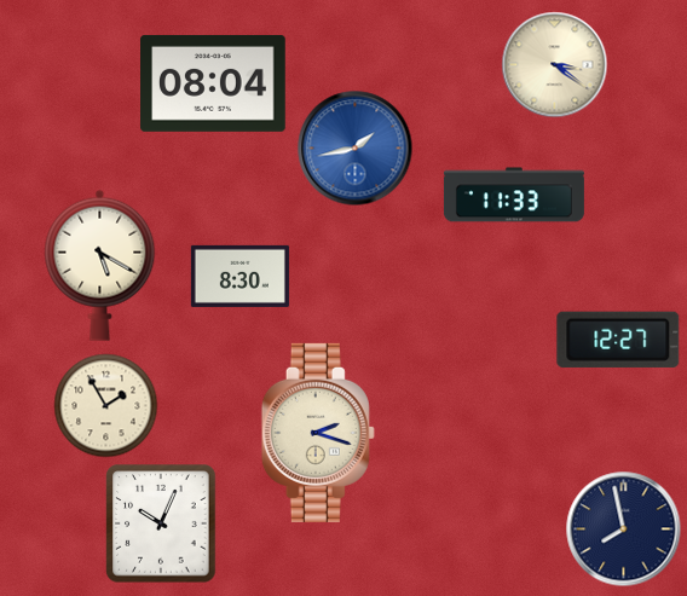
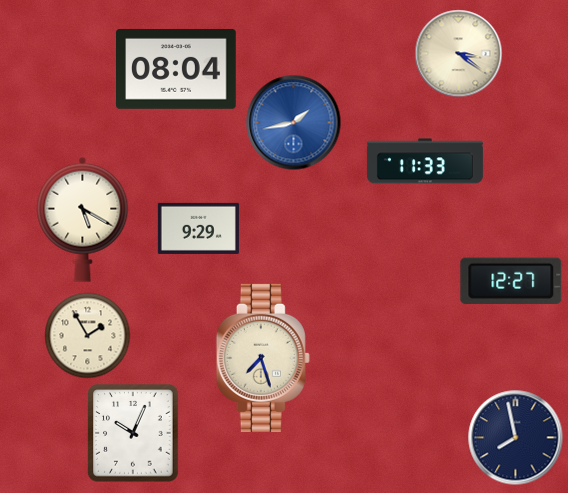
clock at (239, 276): 8:30 -> 9:29
clock at (318, 433): 2:18 -> 7:27
